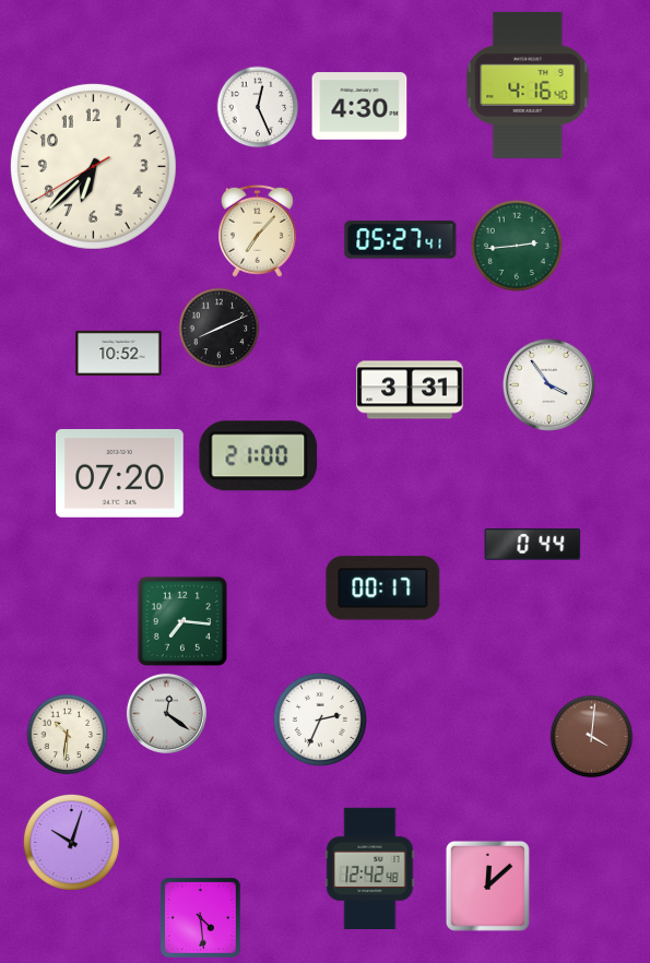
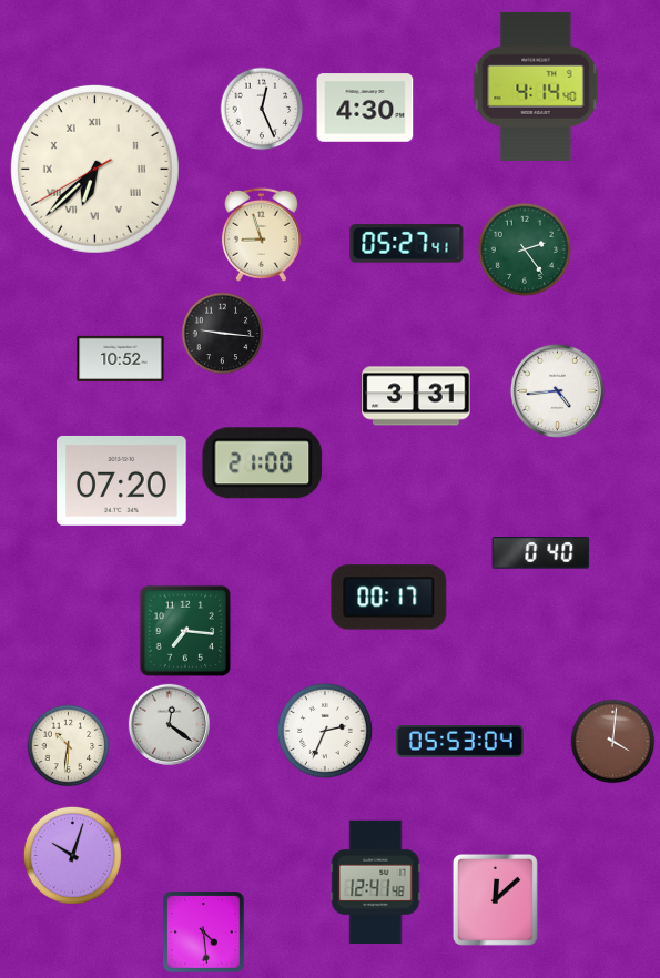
clock at (528, 85): 4:16 -> 4:14
clock at (93, 166) numerals: Arabic -> Roman
clock at (257, 230): 7:07 -> 8:57
clock at (517, 246): 2:44 -> 2:24
clock at (220, 329): 8:11 -> 9:16
clock at (548, 384): 3:54 -> 4:44
clock at (533, 545): 0:44 -> 0:40
clock at (459, 742): none -> 05:53
clock at (592, 737) position: (592, 737) -> (613, 742)
clock at (370, 868): 12:42 -> 12:41
